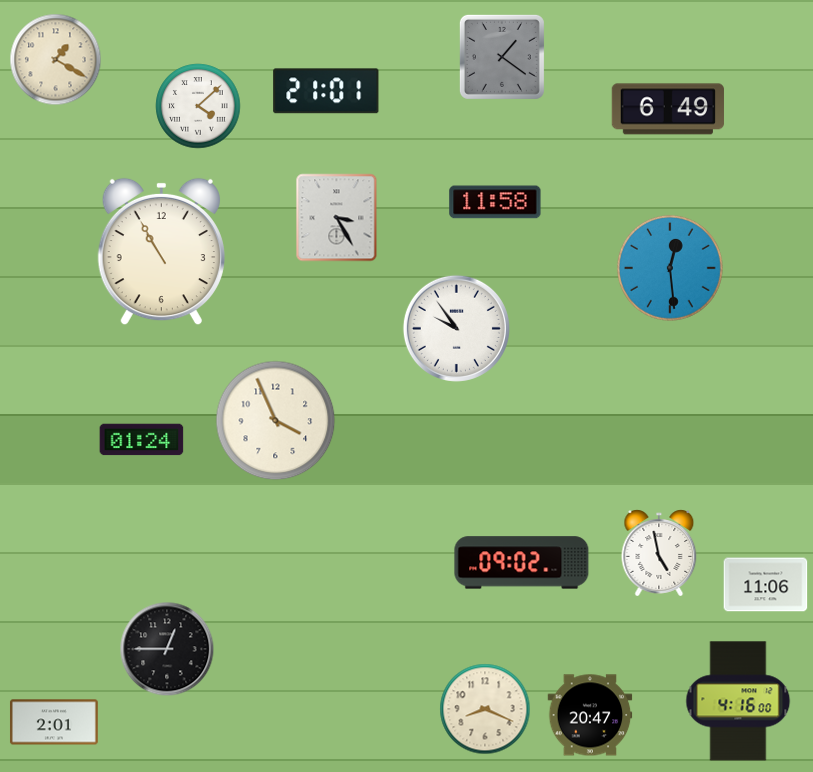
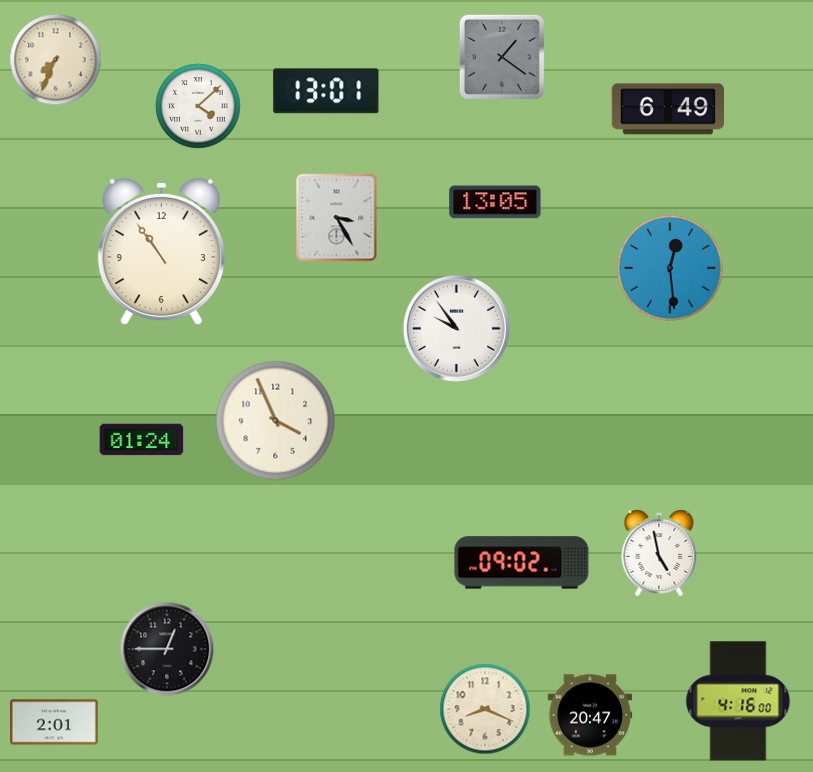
clock at (56, 60): 1:20 -> 7:34
clock at (326, 91): 21:01 -> 13:01
clock at (495, 202): 11:58 -> 13:05
clock at (161, 252): 10:55 -> 10:54
clock at (766, 585): 11:06 -> none
